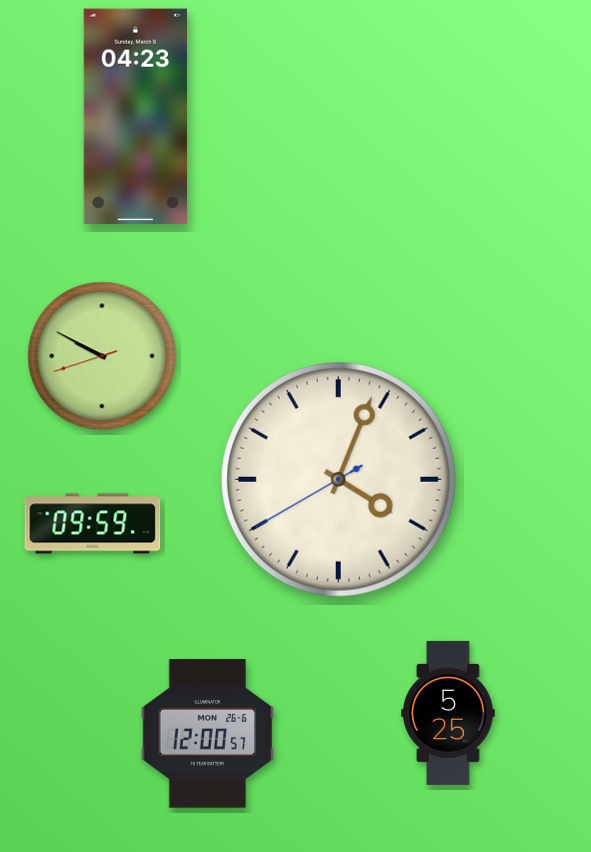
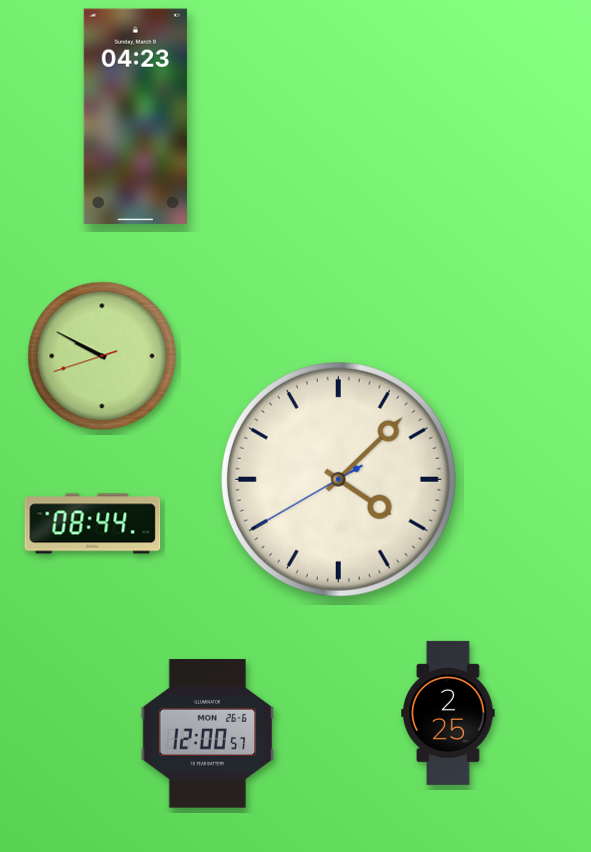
clock at (338, 479): 4:03 -> 4:07
clock at (93, 524): 09:59 -> 08:44
clock at (448, 713): 5:25 -> 2:25
